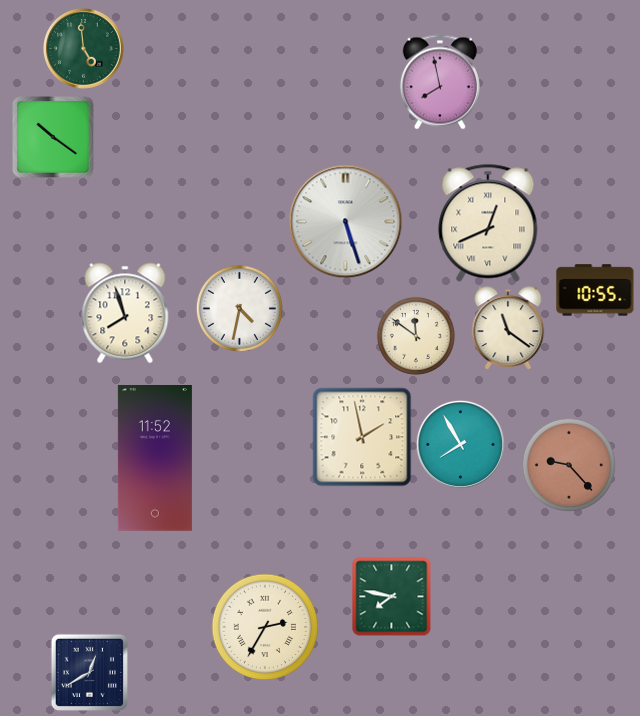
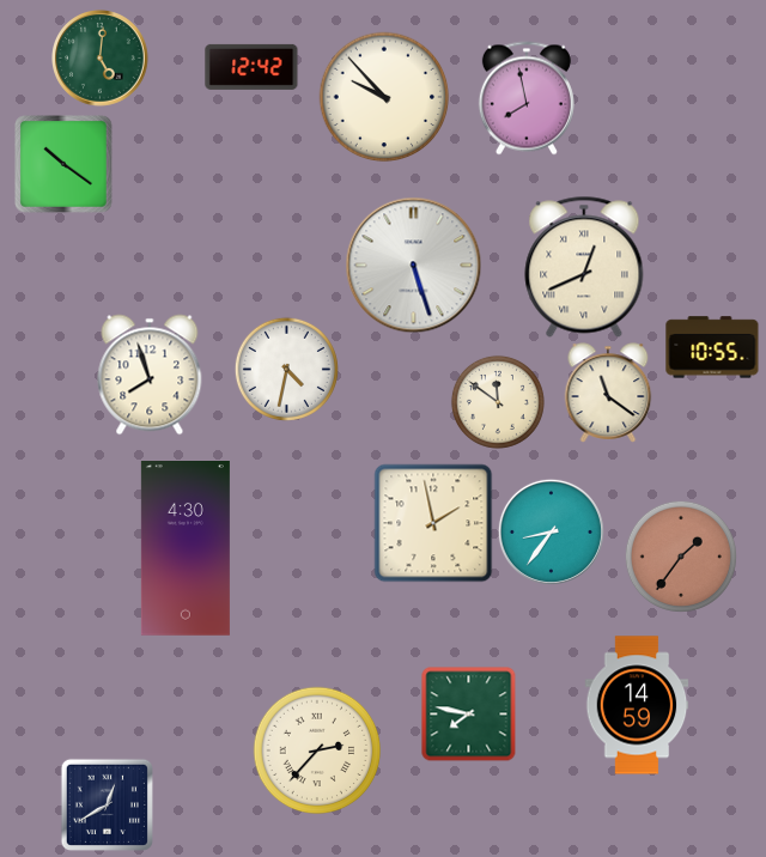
clock at (84, 49): 4:59 -> 5:01
clock at (251, 67): none -> 12:42
clock at (384, 97): none -> 9:53
clock at (460, 444): 7:55 -> 8:36
clock at (155, 459): 11:52 -> 4:30
clock at (569, 465): 9:23 -> 1:36
clock at (637, 705): none -> 14:59
clock at (265, 627): 2:35 -> 2:37
